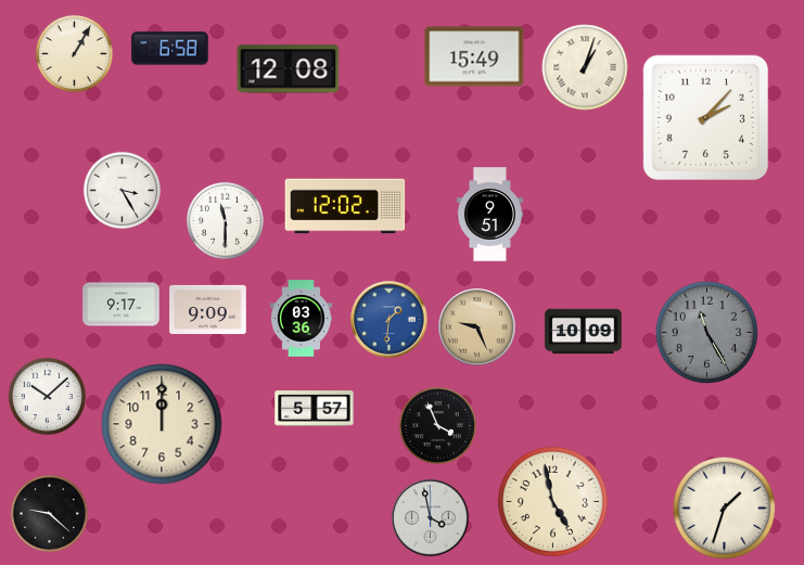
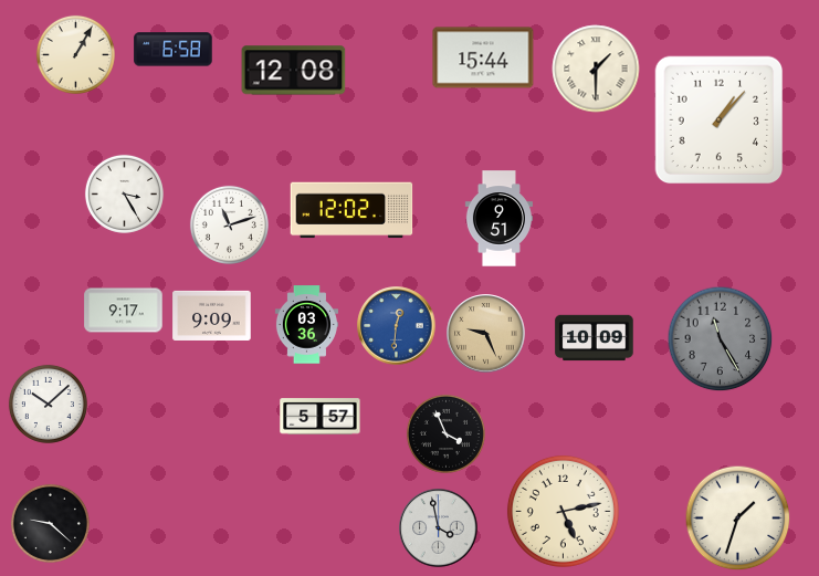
clock at (474, 56): 15:49 -> 15:44
clock at (585, 67): 1:03 -> 1:30
clock at (706, 118): 2:07 -> 1:07
clock at (225, 220): 11:30 -> 11:12
clock at (390, 320): 1:31 -> 12:31
clock at (162, 424): 12:00 -> none
clock at (552, 501): 4:58 -> 5:13
